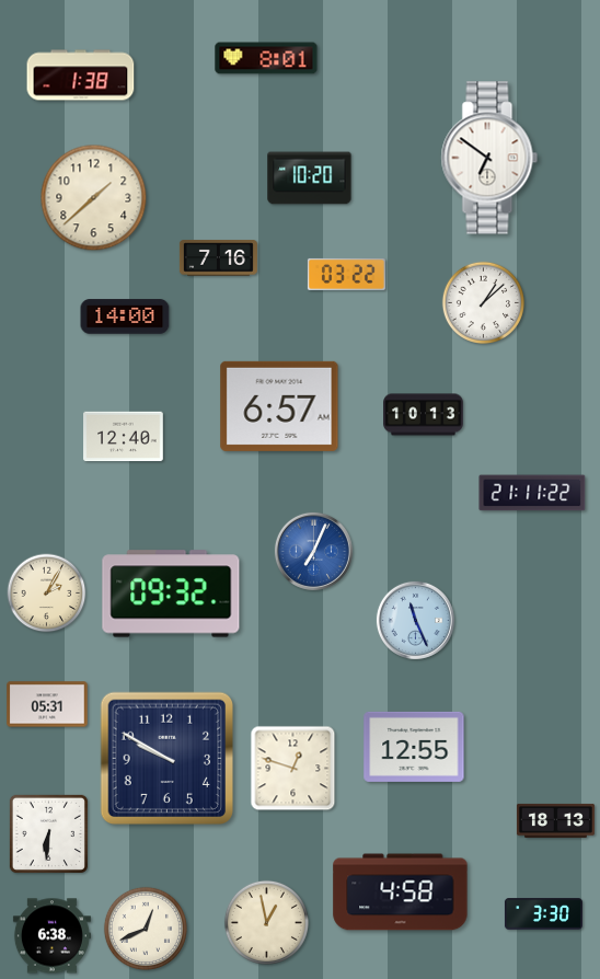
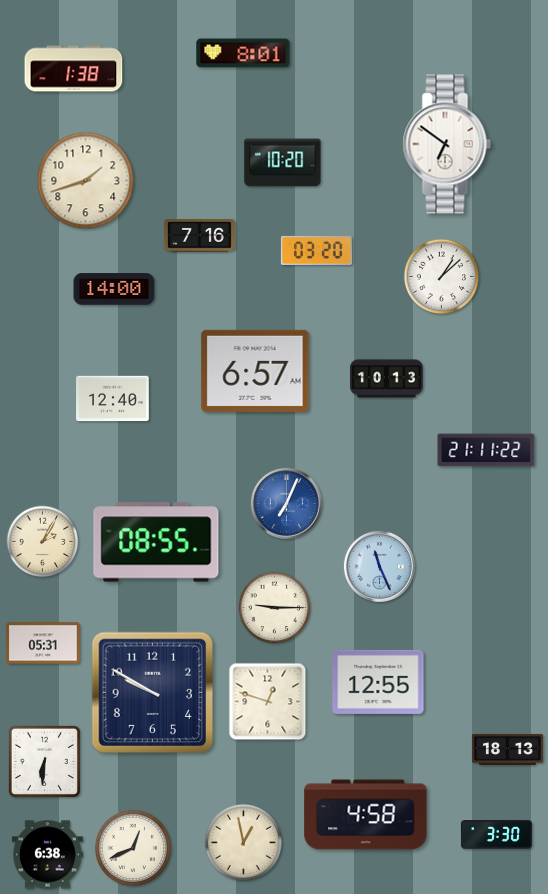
clock at (94, 198): 1:38 -> 1:42
clock at (346, 274): 03:22 -> 03:20
clock at (171, 594): 09:32 -> 08:55
clock at (275, 608): none -> 9:15
